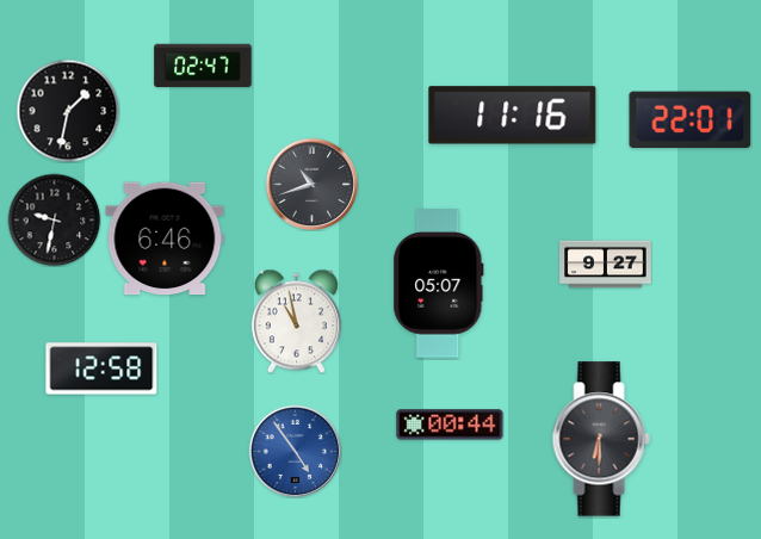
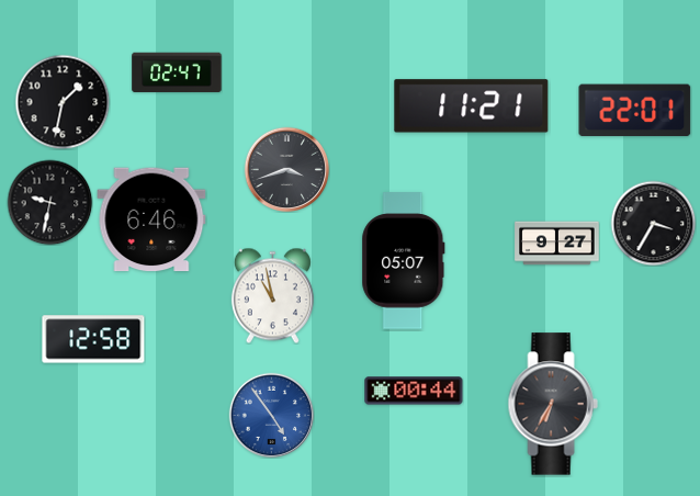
clock at (203, 66) position: (203, 66) -> (177, 72)
clock at (513, 116): 11:16 -> 11:21
clock at (311, 184): 10:42 -> 3:42
clock at (653, 223): none -> 3:35
clock at (601, 439): 6:30 -> 6:35
